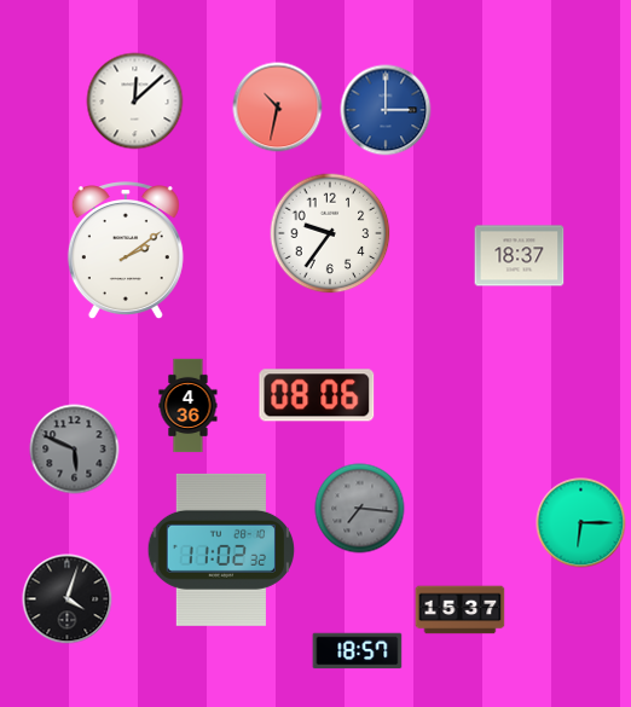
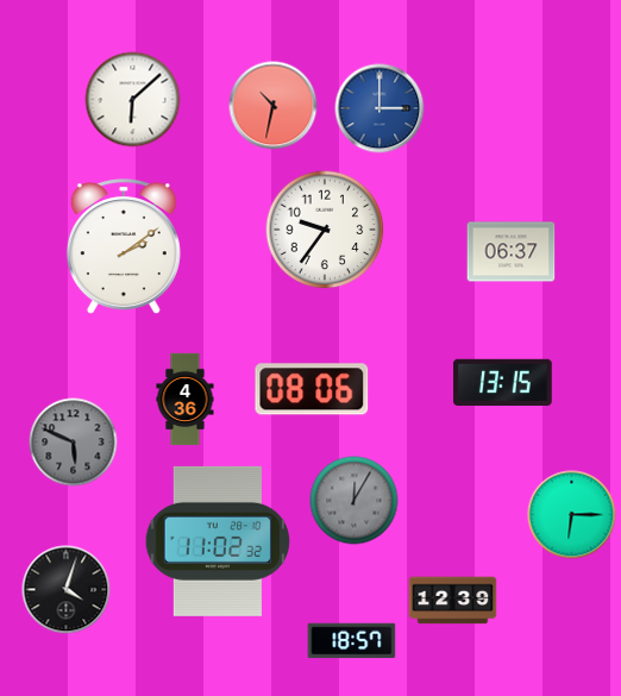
clock at (135, 102): 12:08 -> 6:08
clock at (520, 256): 18:37 -> 06:37
clock at (503, 382): none -> 13:15
clock at (360, 509): 7:16 -> 12:05
clock at (461, 610): 15:37 -> 12:39
